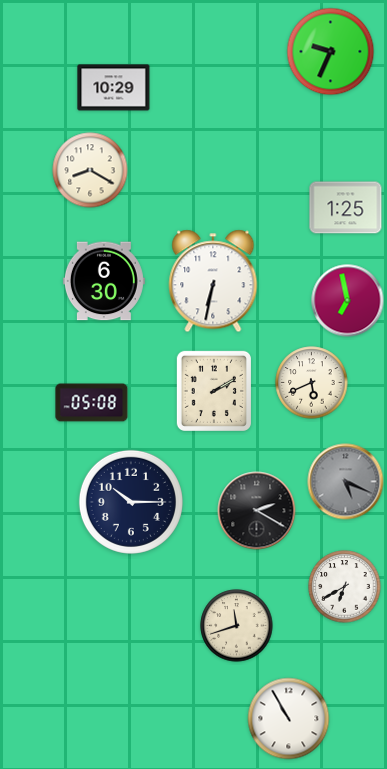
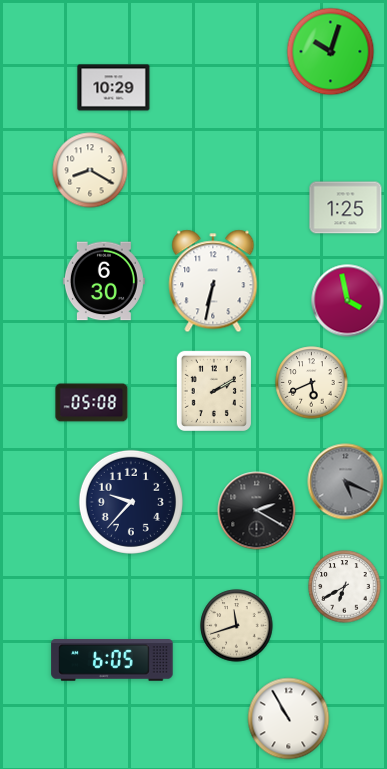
clock at (331, 52): 9:34 -> 10:03
clock at (348, 301): 6:58 -> 3:58
clock at (131, 502): 10:15 -> 9:37
clock at (112, 660): none -> 6:05
